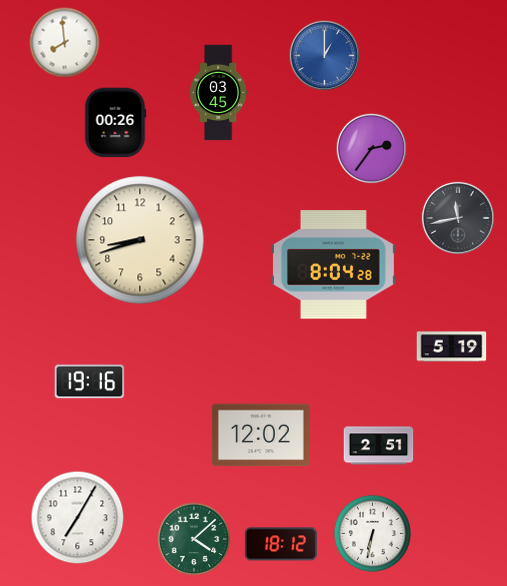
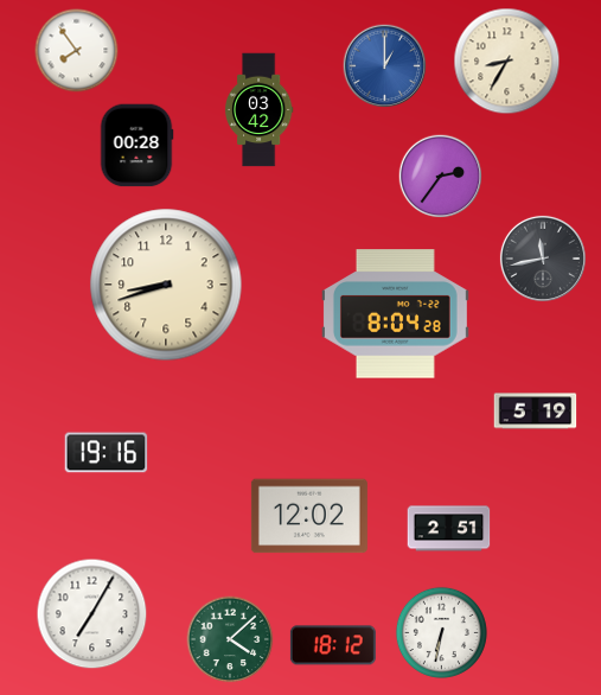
clock at (65, 43): 7:59 -> 7:54
clock at (507, 62): none -> 8:35
clock at (218, 93): 03:45 -> 03:42
clock at (115, 123): 00:26 -> 00:28
